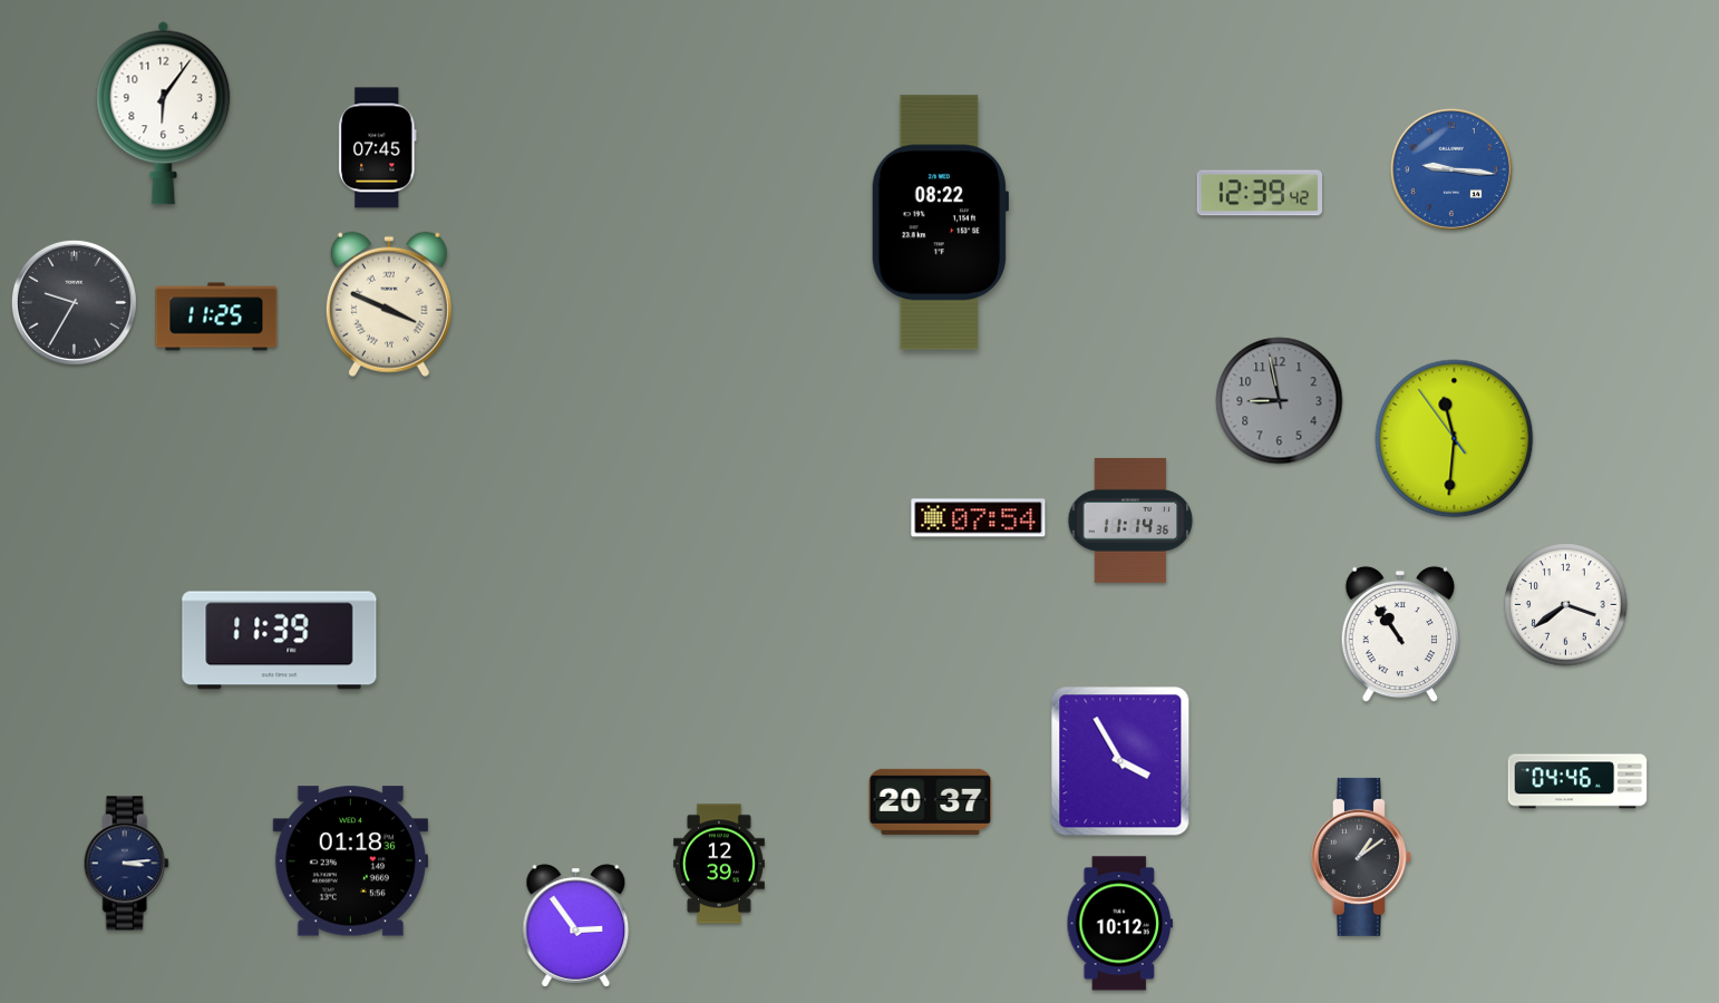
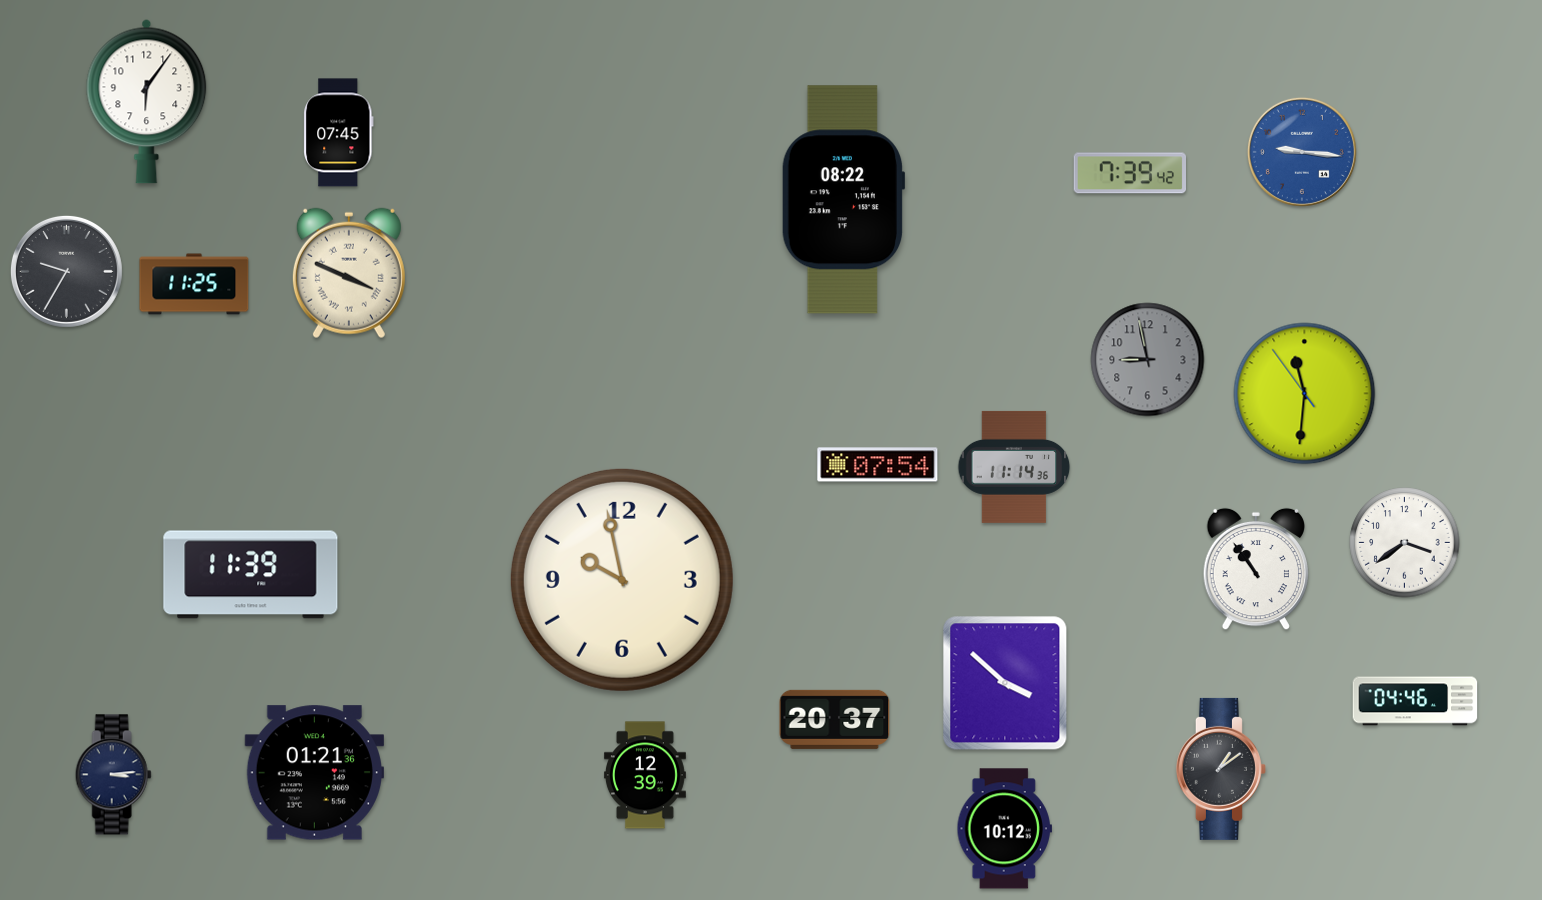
clock at (1259, 193): 12:39 -> 7:39
clock at (622, 580): none -> 9:58
clock at (1120, 761): 3:55 -> 3:52
clock at (350, 861): 01:18 -> 01:21
clock at (576, 926): 2:54 -> none
